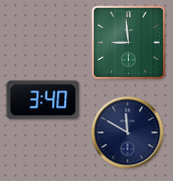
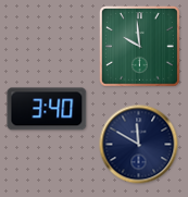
clock at (128, 42): 8:59 -> 9:59
